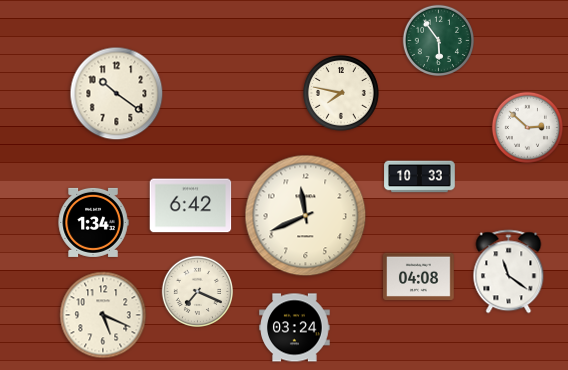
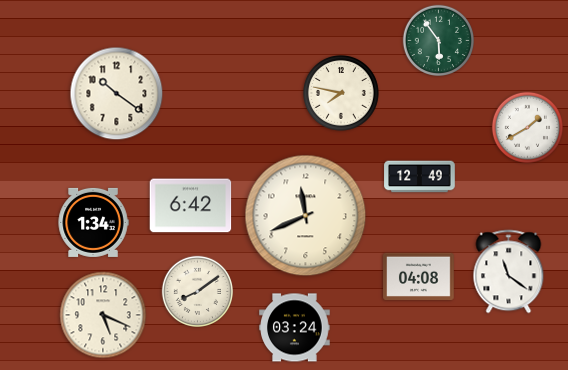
clock at (527, 127): 2:52 -> 1:40
clock at (420, 177): 10:33 -> 12:49
clock at (197, 291): 7:19 -> 8:09
